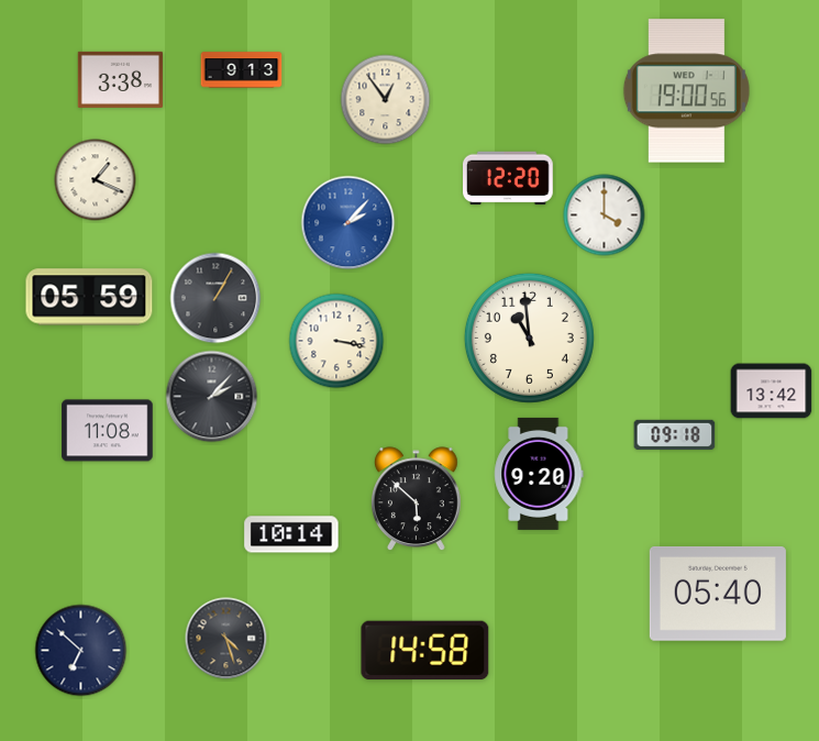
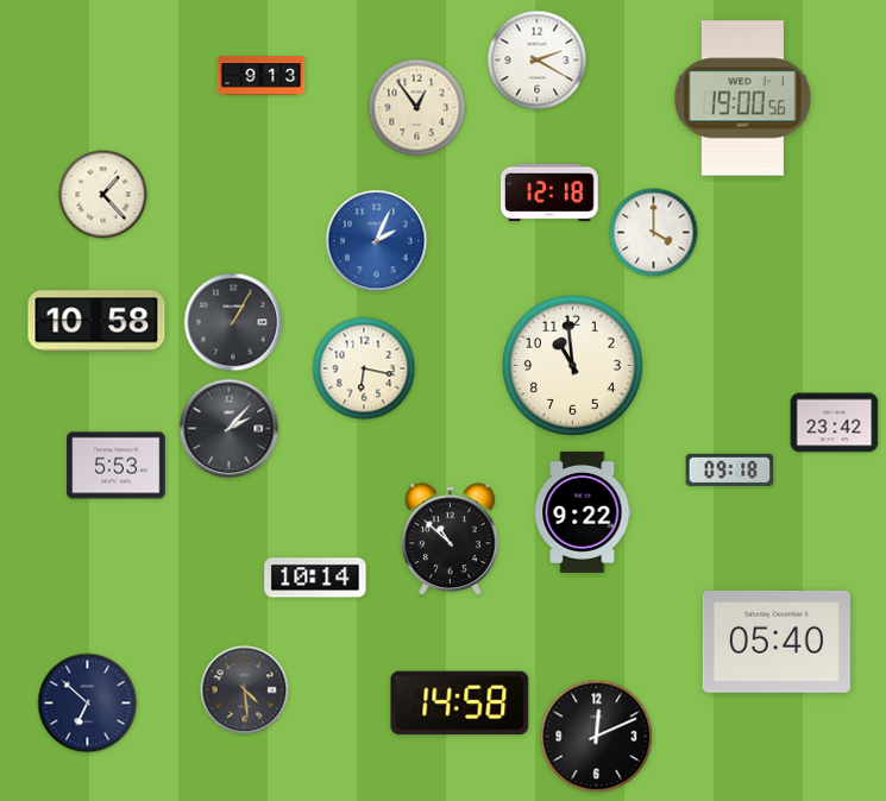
clock at (538, 61): none -> 2:20
clock at (120, 79): 3:38 -> none
clock at (509, 178): 12:20 -> 12:18
clock at (96, 180): 1:19 -> 1:23
clock at (348, 223): 2:07 -> 2:04
clock at (89, 297): 05:59 -> 10:58
clock at (336, 341): 3:17 -> 6:17
clock at (772, 391): 13:42 -> 23:42
clock at (108, 431): 11:08 -> 5:53
clock at (539, 474): 9:20 -> 9:22
clock at (416, 499): 5:52 -> 10:52
clock at (226, 639): 4:27 -> 4:29
clock at (597, 737): none -> 12:11
